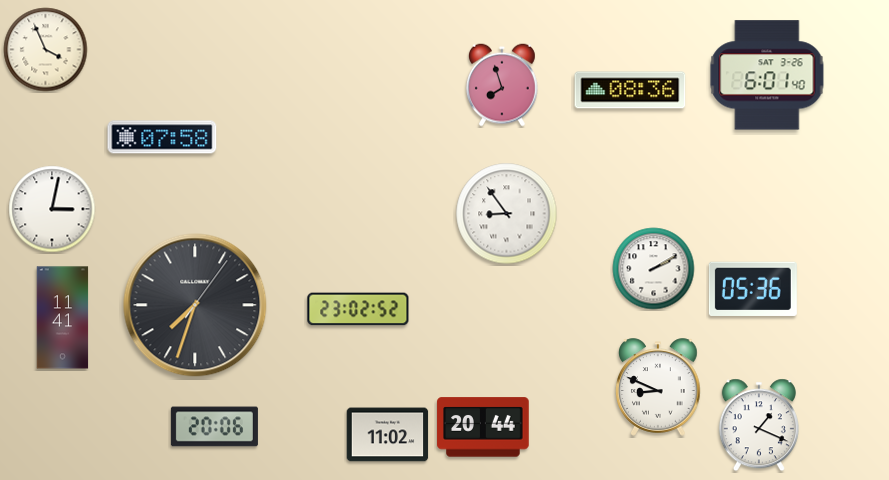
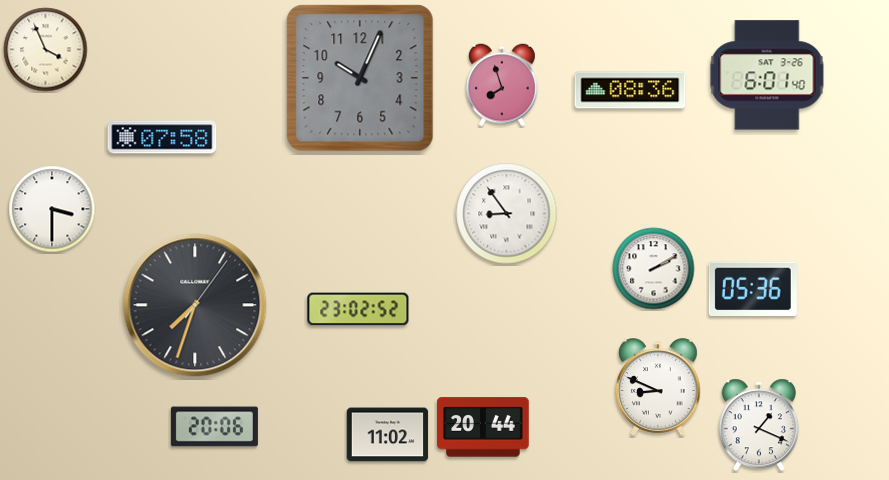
clock at (360, 78): none -> 10:04
clock at (52, 209): 3:02 -> 3:30
clock at (63, 318): 11:41 -> none
